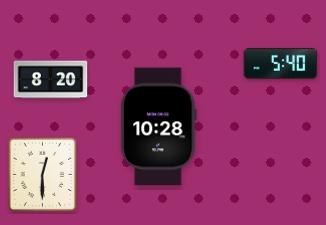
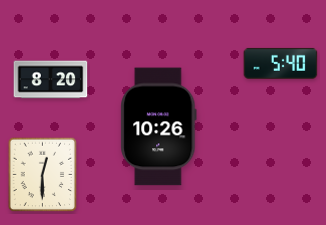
clock at (159, 127): 10:28 -> 10:26
